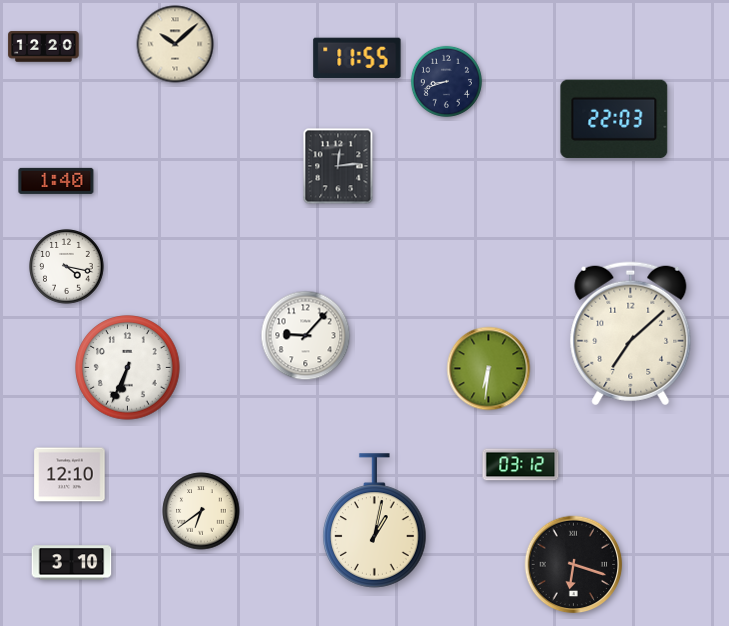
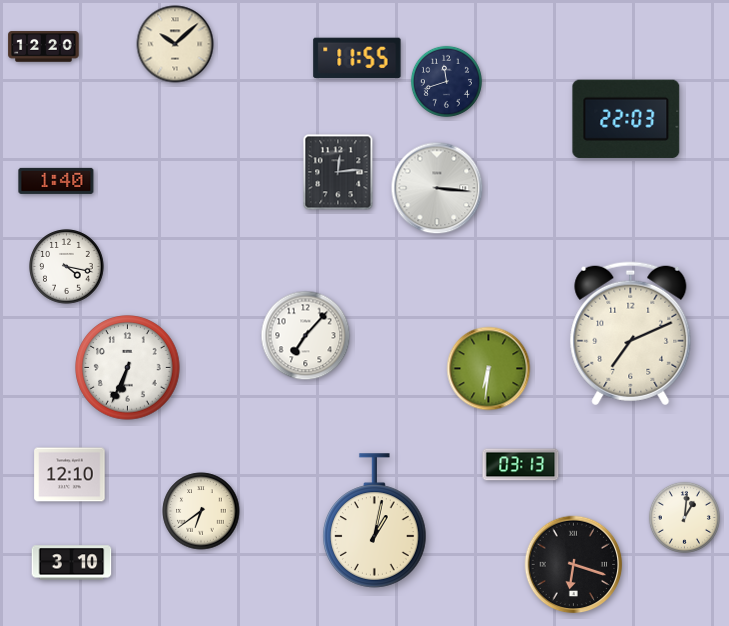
clock at (446, 81): 8:42 -> 11:42
clock at (614, 119) position: (614, 119) -> (626, 119)
clock at (338, 166) position: (338, 166) -> (338, 172)
clock at (437, 188): none -> 3:16
clock at (631, 334): 7:08 -> 7:11
clock at (306, 336): 9:07 -> 7:07
clock at (521, 465): 03:12 -> 03:13
clock at (684, 517): none -> 1:01
